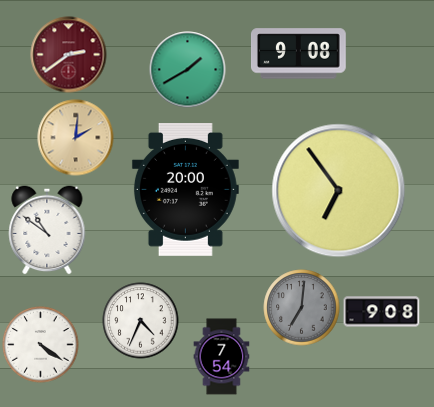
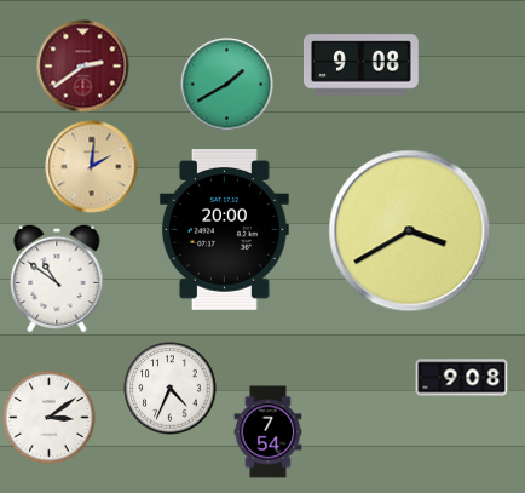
clock at (339, 191): 6:54 -> 3:40
clock at (302, 308): 7:01 -> none
clock at (41, 345): 4:21 -> 3:09
